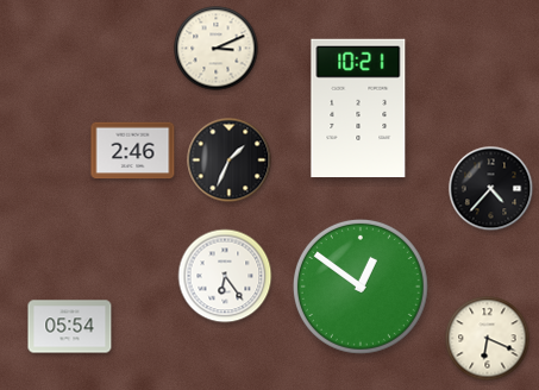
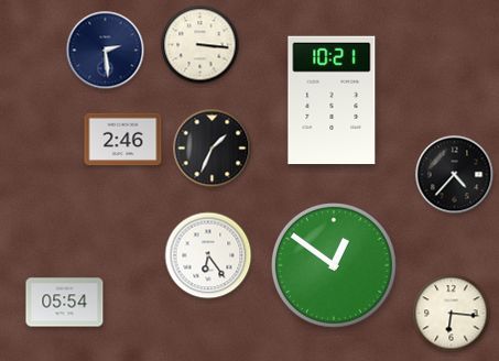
clock at (217, 49): 3:11 -> 3:16
clock at (106, 51): none -> 2:29
clock at (488, 339): 6:19 -> 6:16
